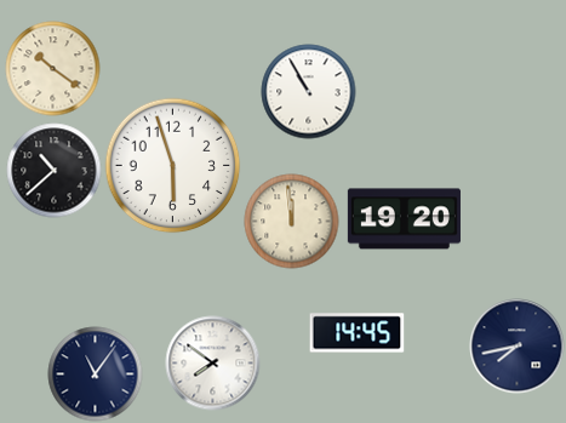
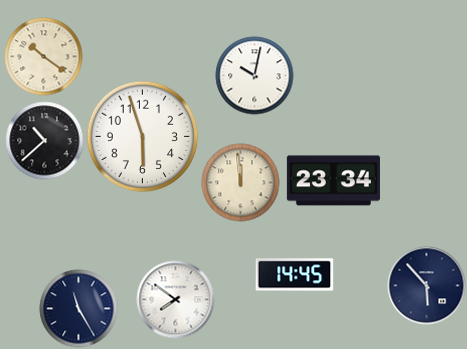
clock at (308, 91): 10:55 -> 10:02
clock at (404, 219): 19:20 -> 23:34
clock at (516, 345): 7:43 -> 5:53
clock at (95, 373): 11:06 -> 11:25
